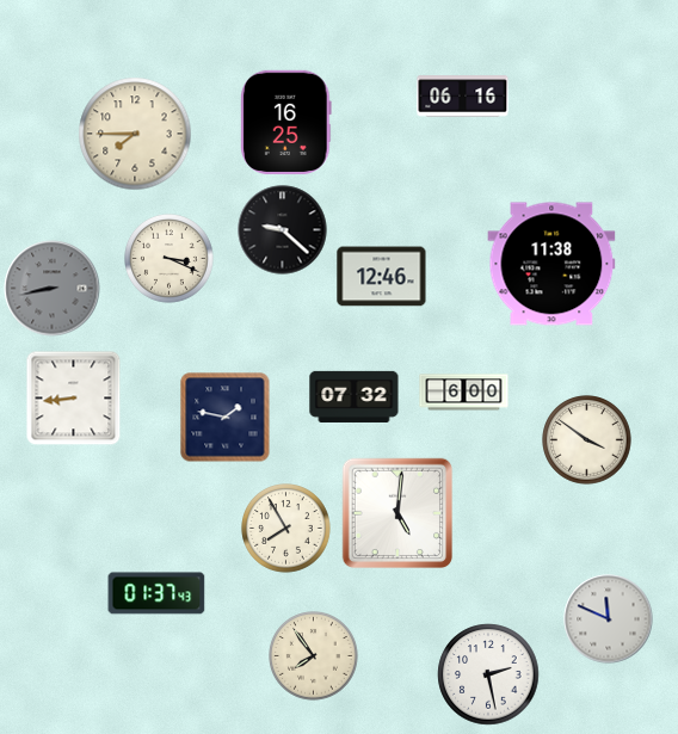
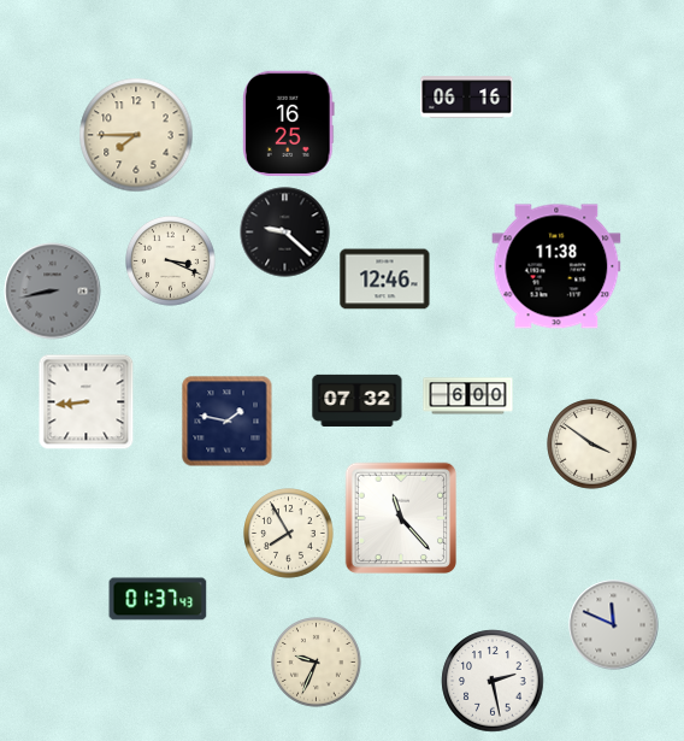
clock at (74, 399) position: (74, 399) -> (87, 402)
clock at (396, 512): 5:01 -> 11:23
clock at (314, 656): 7:54 -> 9:34
